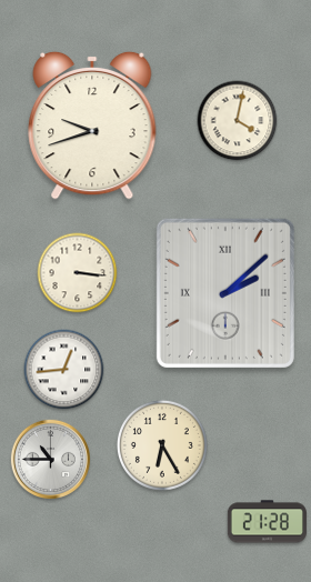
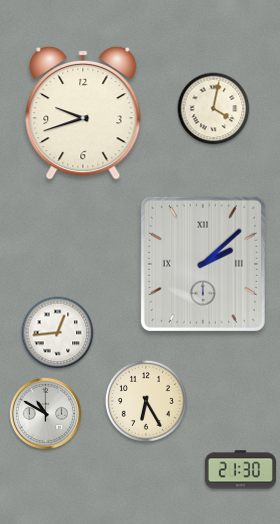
clock at (78, 273): 3:16 -> none
clock at (50, 459): 10:45 -> 10:50
clock at (267, 522): 21:28 -> 21:30
